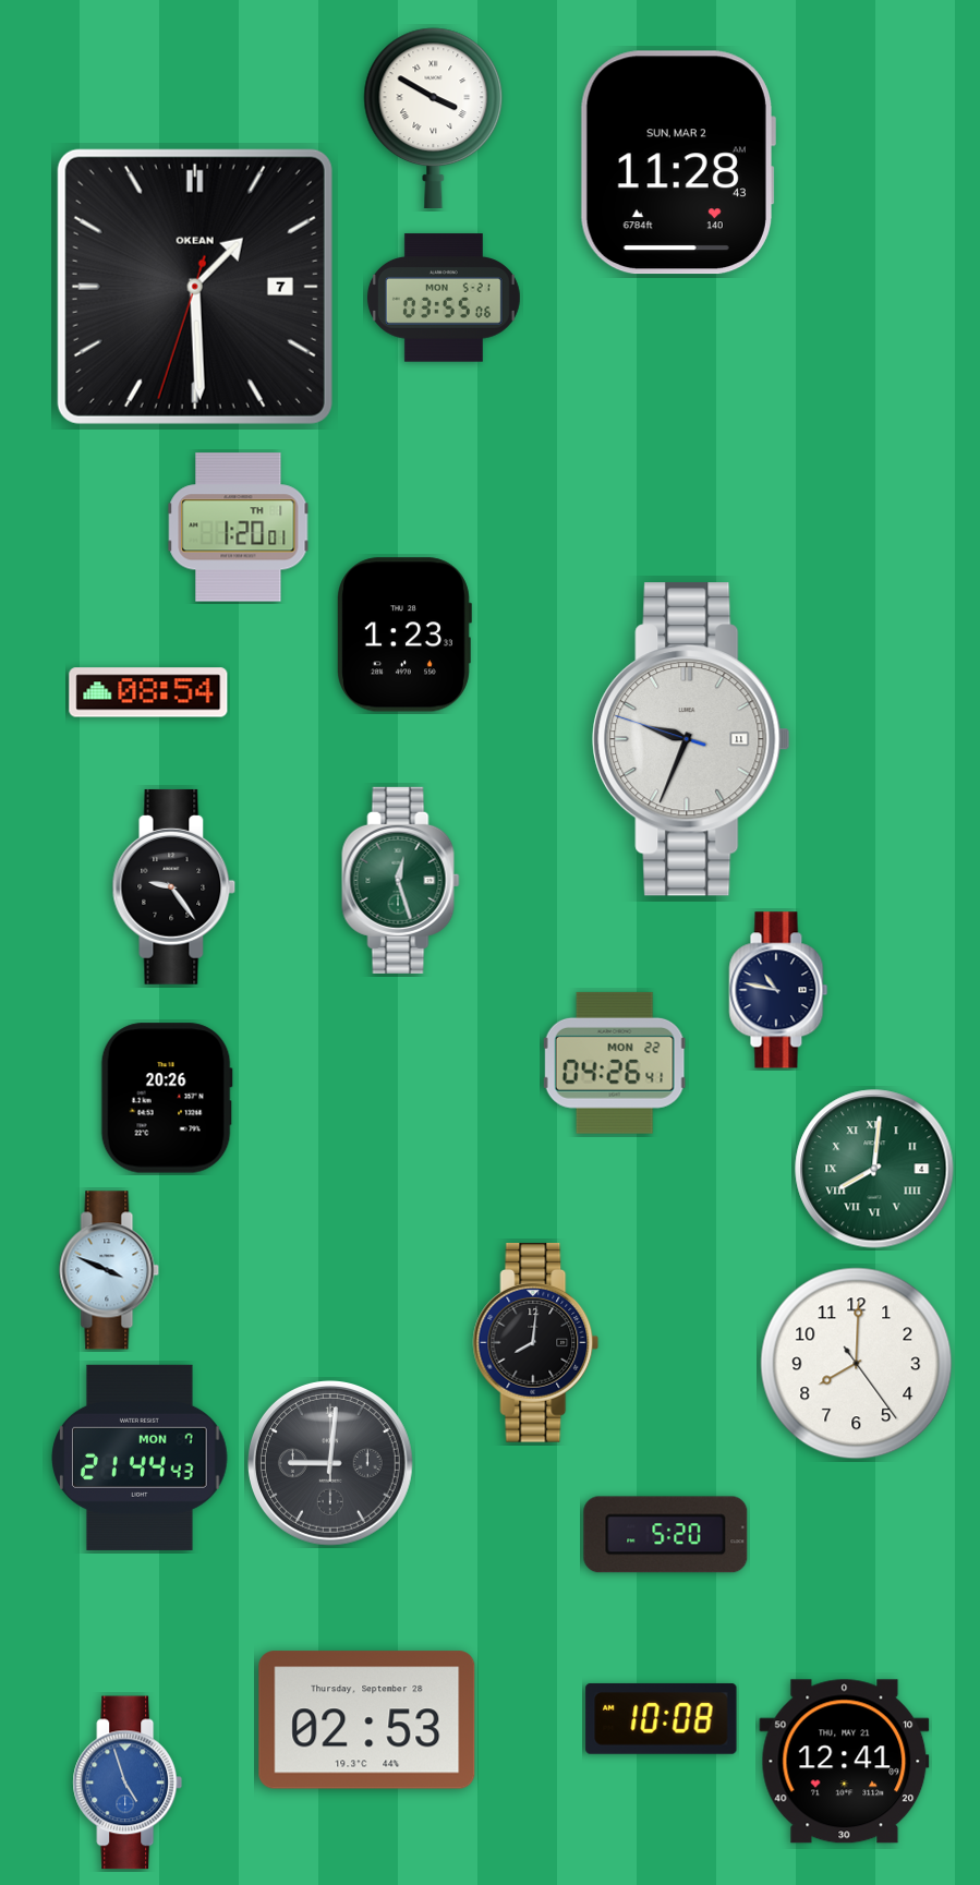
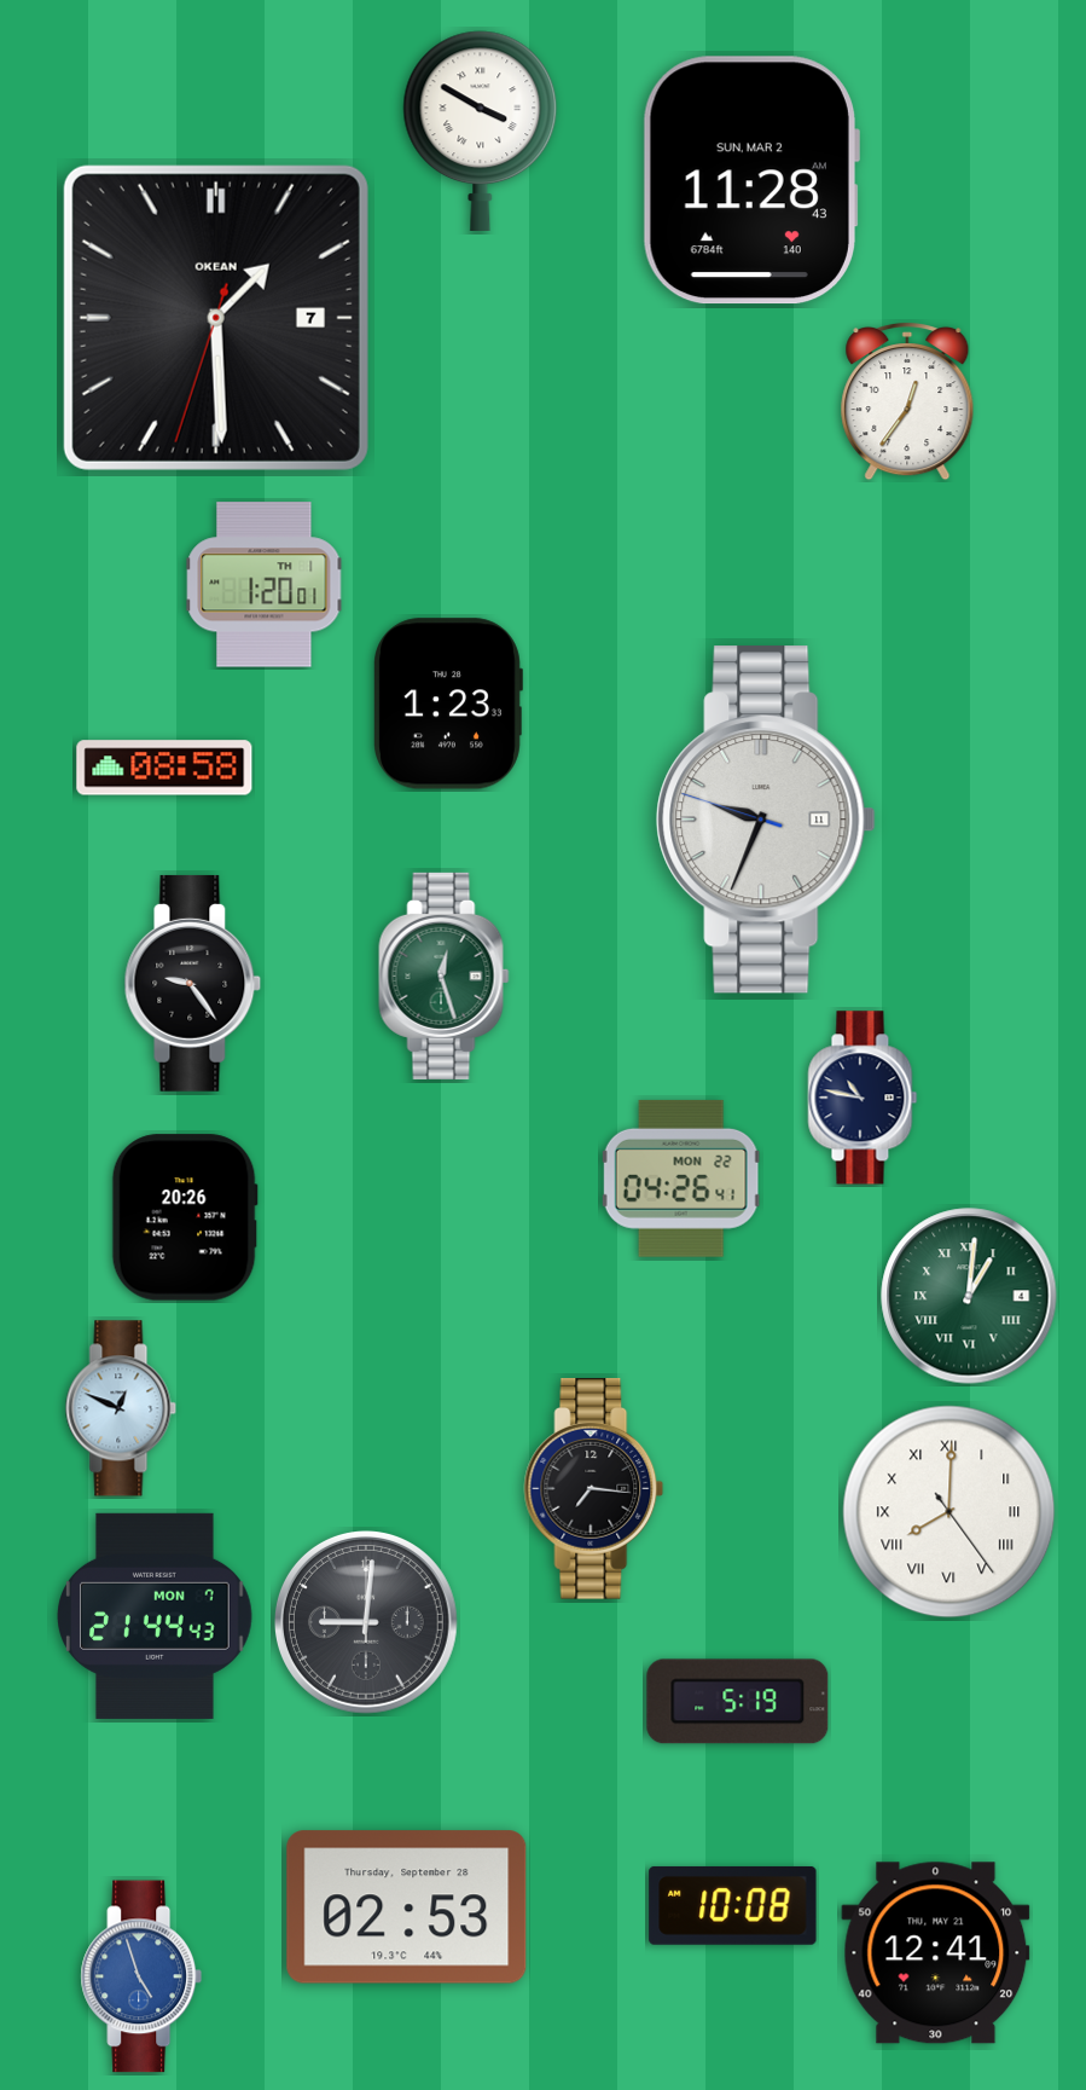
clock at (444, 298): 03:55 -> none
clock at (907, 403): none -> 12:36
clock at (148, 692): 08:54 -> 08:58
clock at (874, 1169): 8:01 -> 1:01
clock at (109, 1270): 3:49 -> 12:49
clock at (536, 1343): 8:01 -> 7:16
clock at (857, 1364) numerals: Arabic -> Roman
clock at (666, 1535): 5:20 -> 5:19
